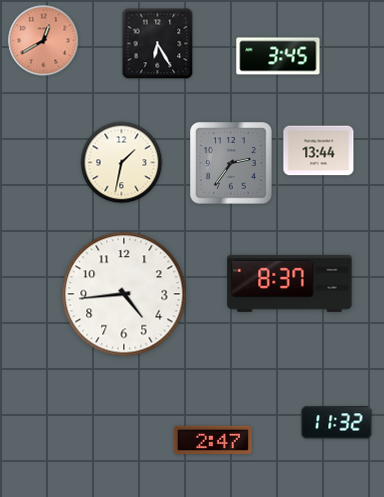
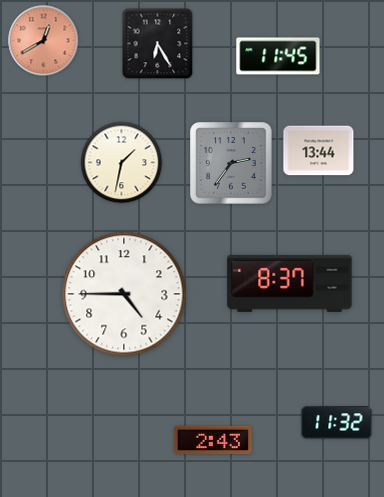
clock at (278, 56): 3:45 -> 11:45
clock at (124, 294): 4:44 -> 4:45
clock at (213, 440): 2:47 -> 2:43
